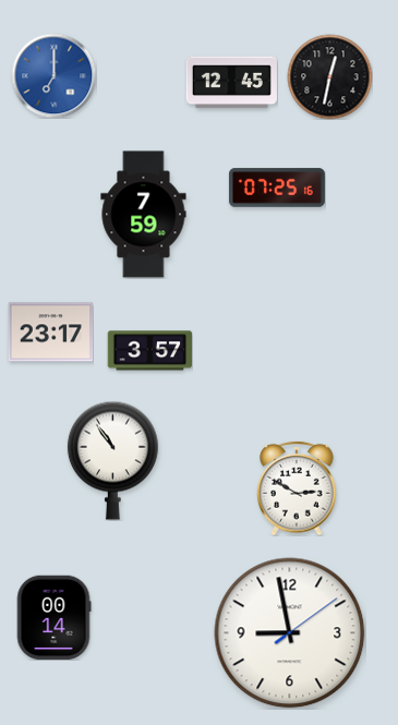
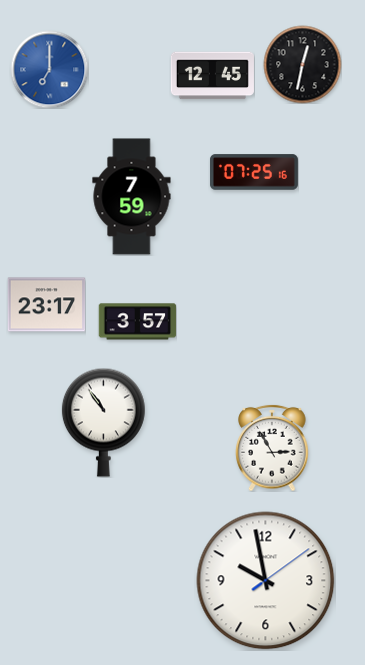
clock at (329, 76) position: (329, 76) -> (302, 64)
clock at (297, 488): 2:50 -> 2:55
clock at (53, 617): 00:14 -> none
clock at (290, 633): 8:58 -> 9:58
